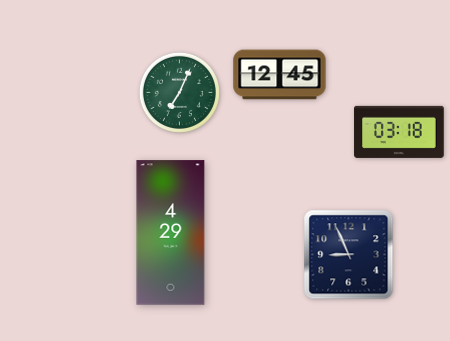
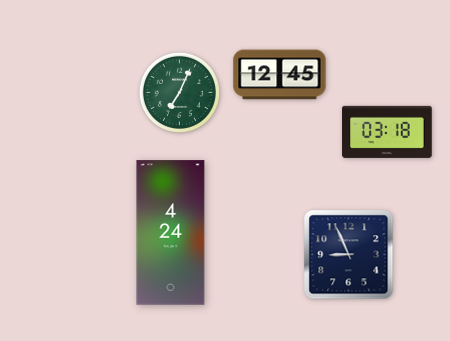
clock at (399, 132) position: (399, 132) -> (387, 132)
clock at (171, 233): 4:29 -> 4:24
